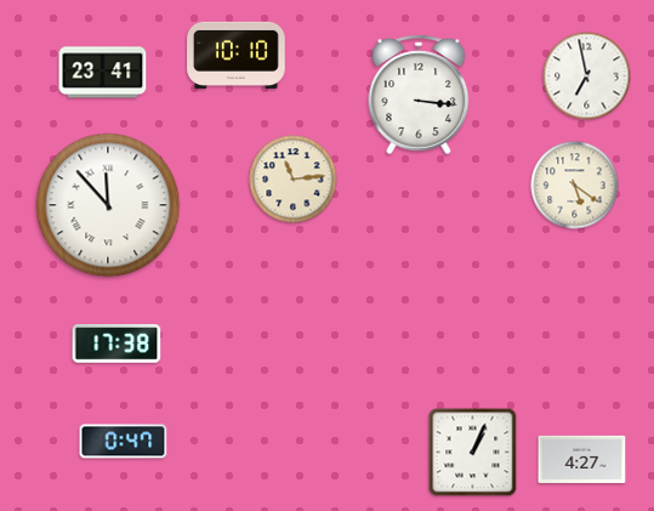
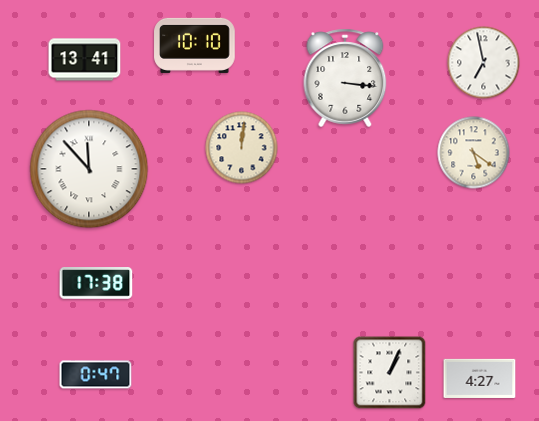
clock at (103, 73): 23:41 -> 13:41
clock at (294, 180): 11:14 -> 12:01
clock at (124, 442) position: (124, 442) -> (96, 375)
